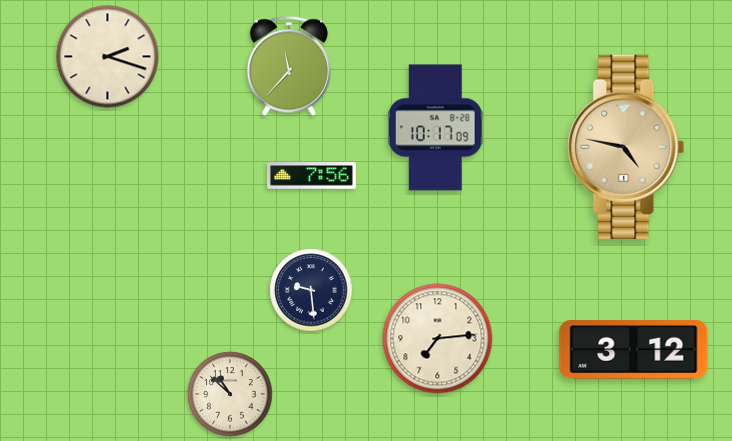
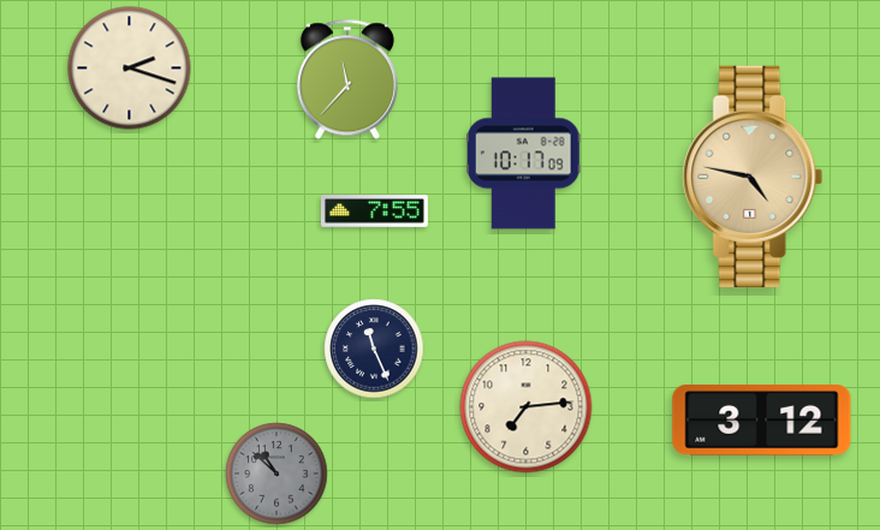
clock at (311, 176): 7:56 -> 7:55
clock at (311, 290): 9:29 -> 11:26
clock at (230, 394) dial: cream -> grey
